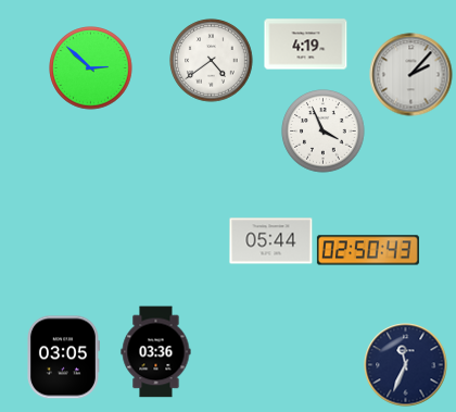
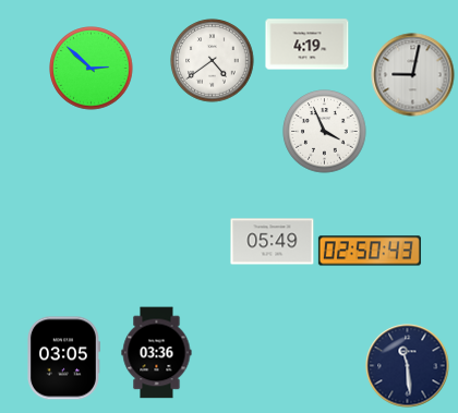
clock at (411, 75): 2:07 -> 9:02
clock at (271, 241): 05:44 -> 05:49
clock at (406, 365): 11:34 -> 11:29
